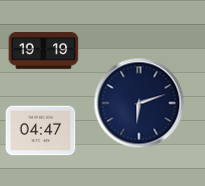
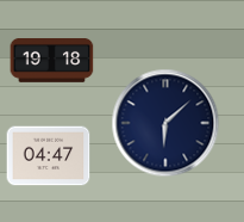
clock at (44, 51): 19:19 -> 19:18
clock at (139, 103): 6:12 -> 6:08
